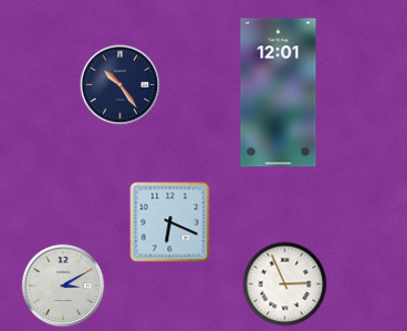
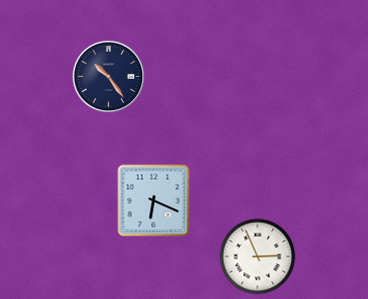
clock at (279, 93): 12:01 -> none
clock at (63, 286): 3:10 -> none
